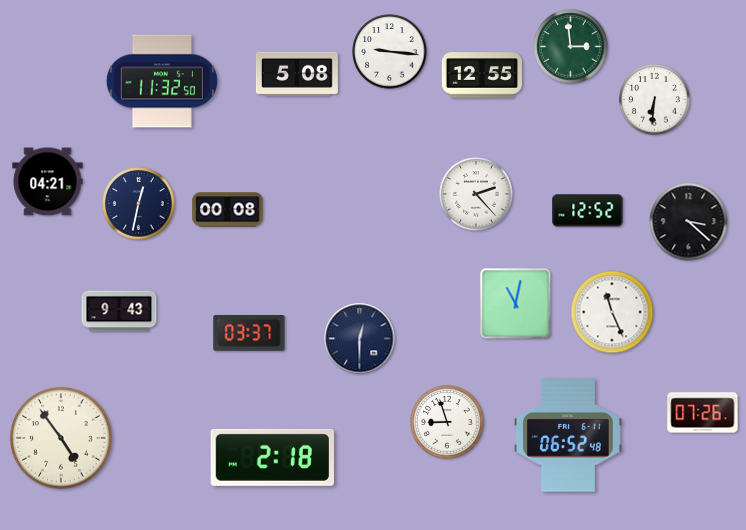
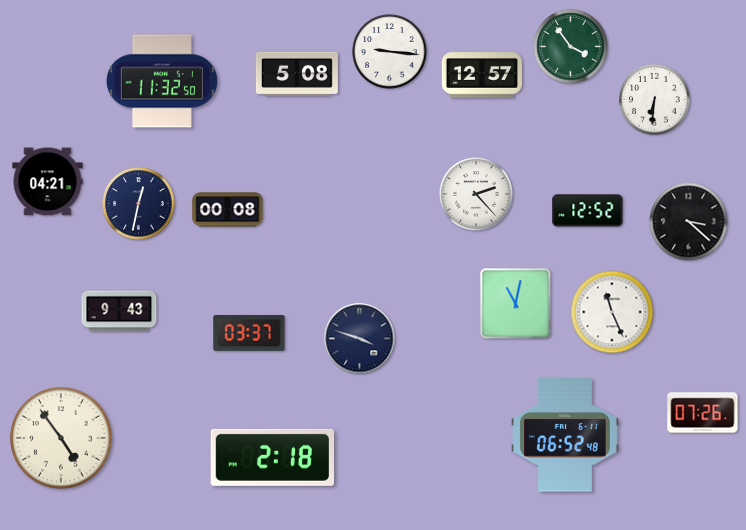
clock at (571, 47): 2:59 -> 3:54
clock at (482, 75): 12:55 -> 12:57
clock at (360, 339): 12:30 -> 3:48
clock at (447, 422): 8:57 -> none
clock at (568, 435) position: (568, 435) -> (565, 435)
